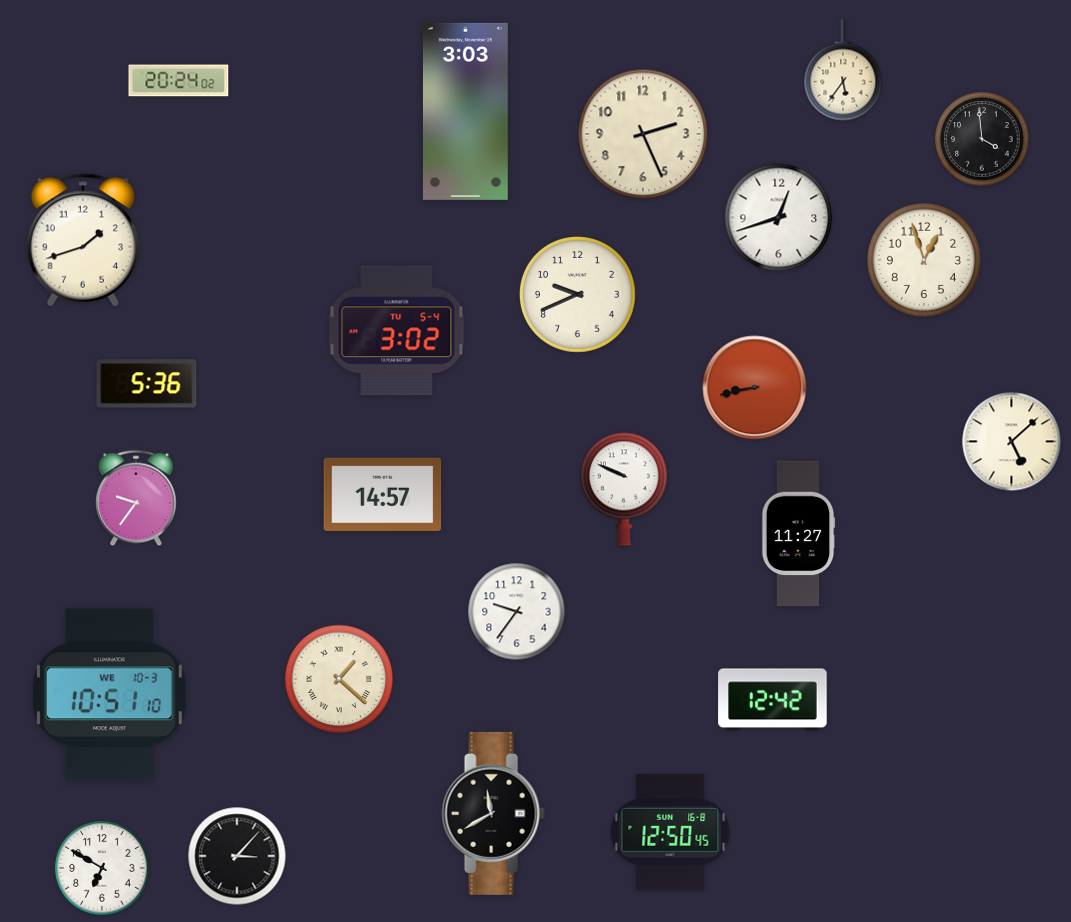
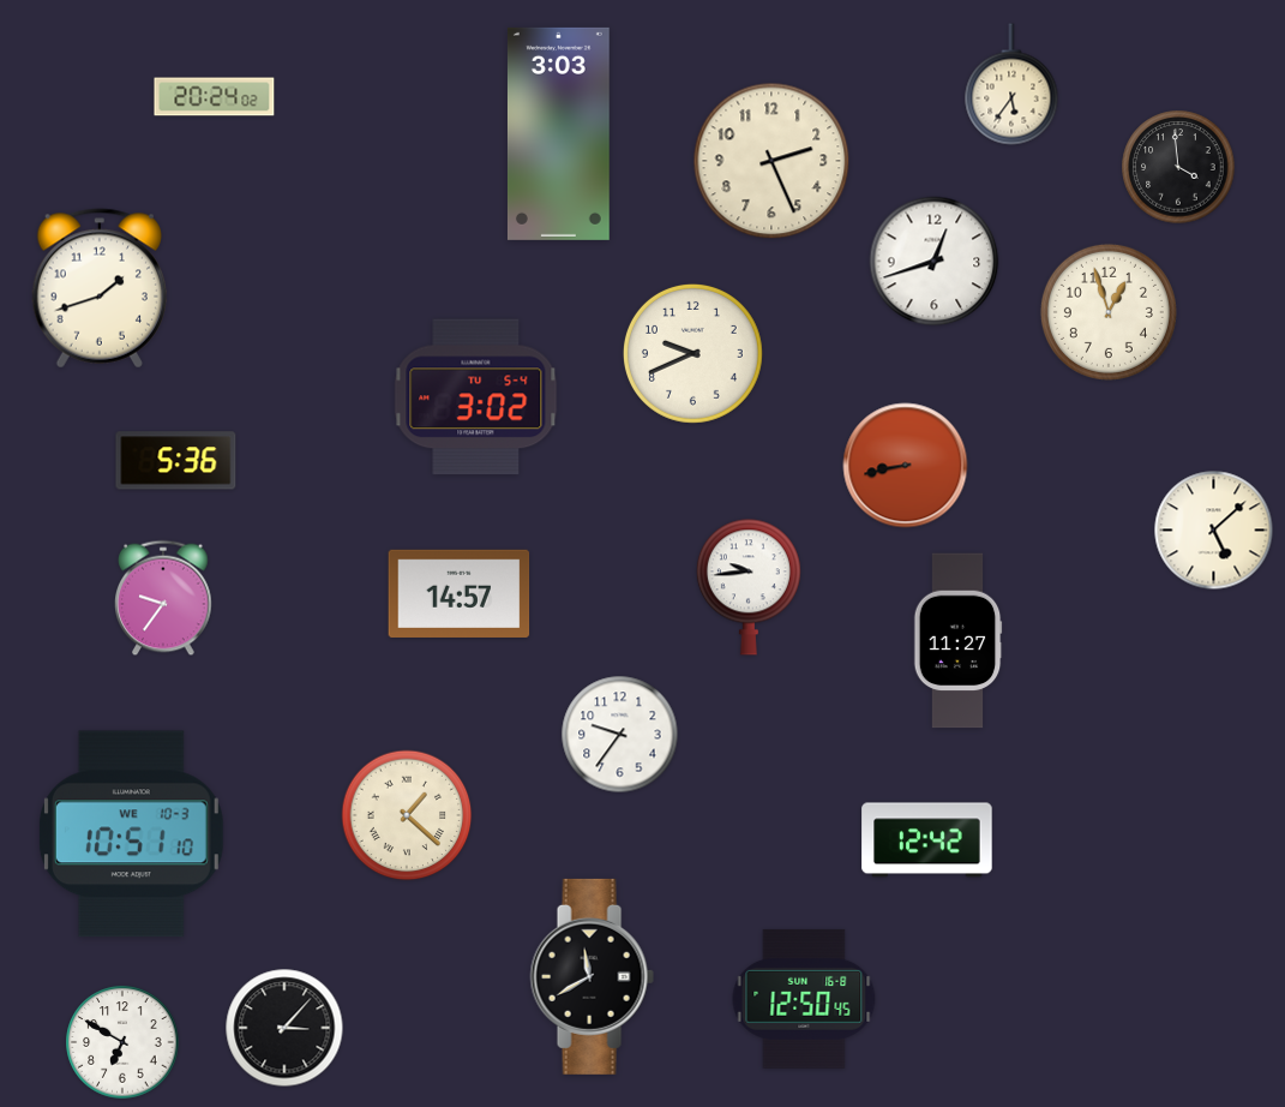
clock at (624, 489): 9:49 -> 9:44
